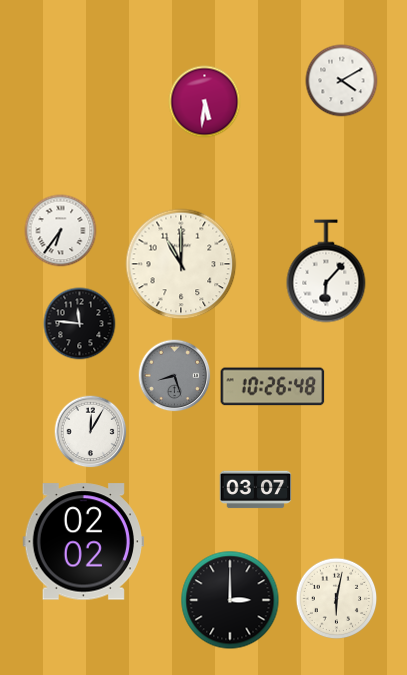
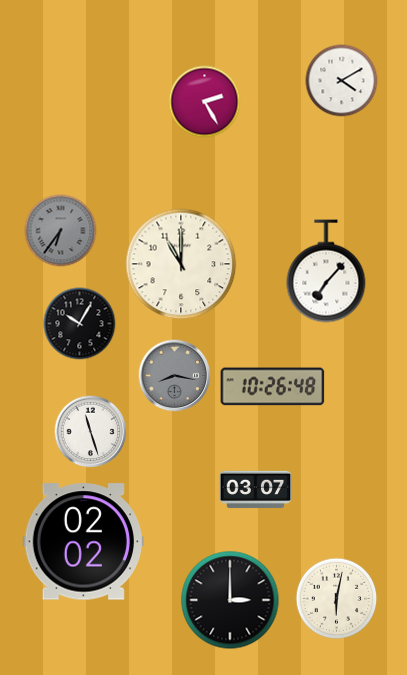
clock at (205, 102): 5:31 -> 2:25
clock at (61, 231) dial: white -> grey
clock at (326, 271): 6:07 -> 7:07
clock at (80, 324): 11:46 -> 10:05
clock at (175, 376): 8:27 -> 8:17
clock at (91, 432): 12:05 -> 11:27
